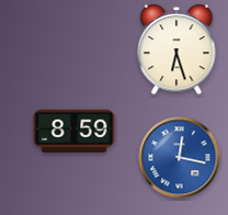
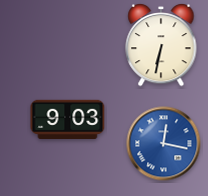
clock at (176, 49): 6:27 -> 6:32
clock at (75, 131): 8:59 -> 9:03
